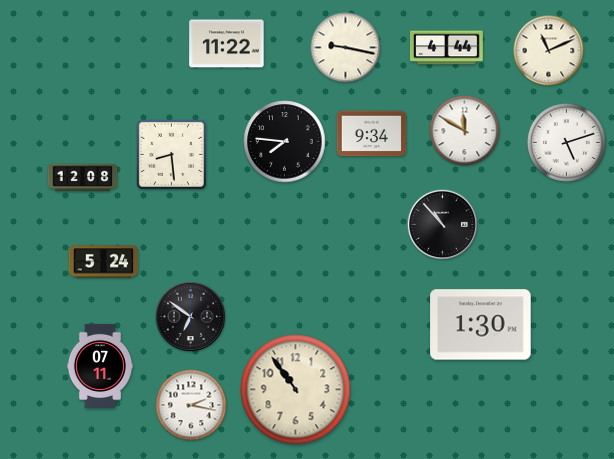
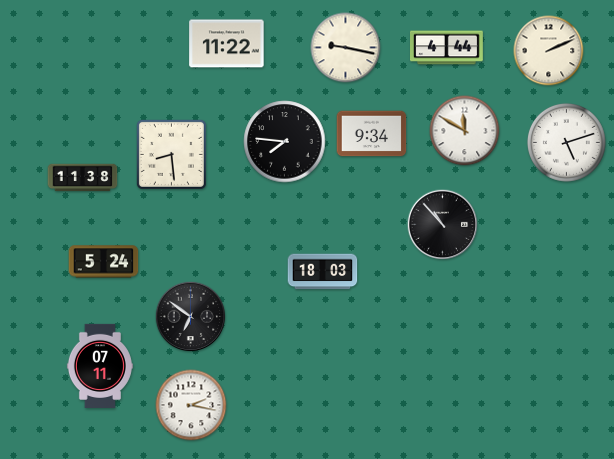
clock at (549, 51): 11:11 -> 2:11
clock at (83, 178): 12:08 -> 11:38
clock at (323, 272): none -> 18:03
clock at (481, 325): 1:30 -> none
clock at (296, 390): 10:54 -> none
